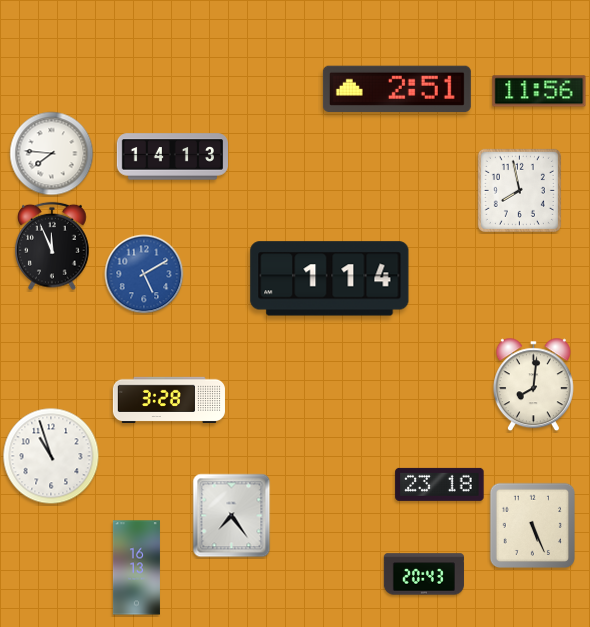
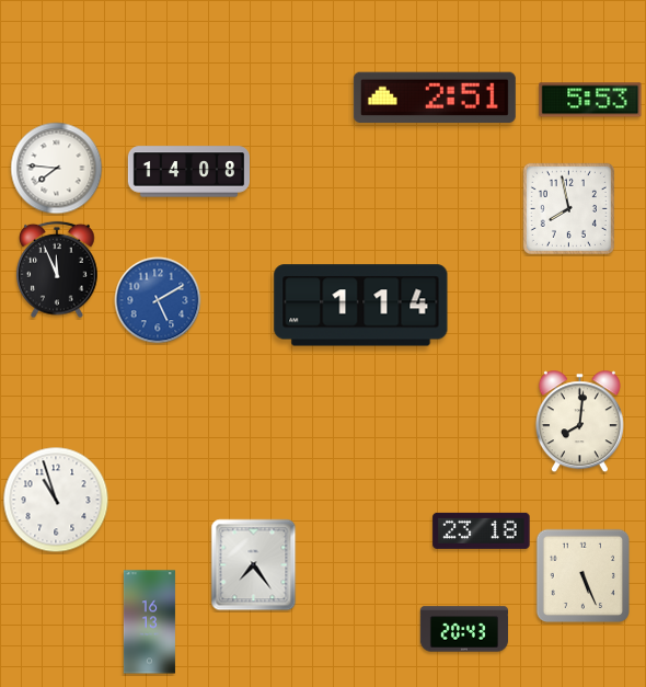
clock at (539, 91): 11:56 -> 5:53
clock at (172, 157): 14:13 -> 14:08
clock at (533, 385) position: (533, 385) -> (579, 422)
clock at (169, 400): 3:28 -> none
